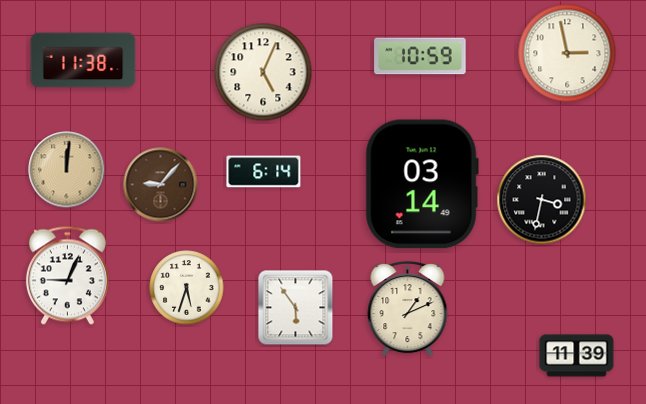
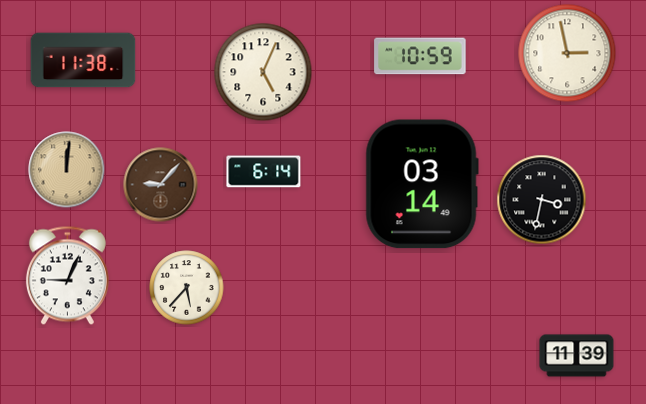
clock at (187, 288): 5:33 -> 5:37
clock at (296, 308): 5:54 -> none
clock at (408, 309): 1:11 -> none
